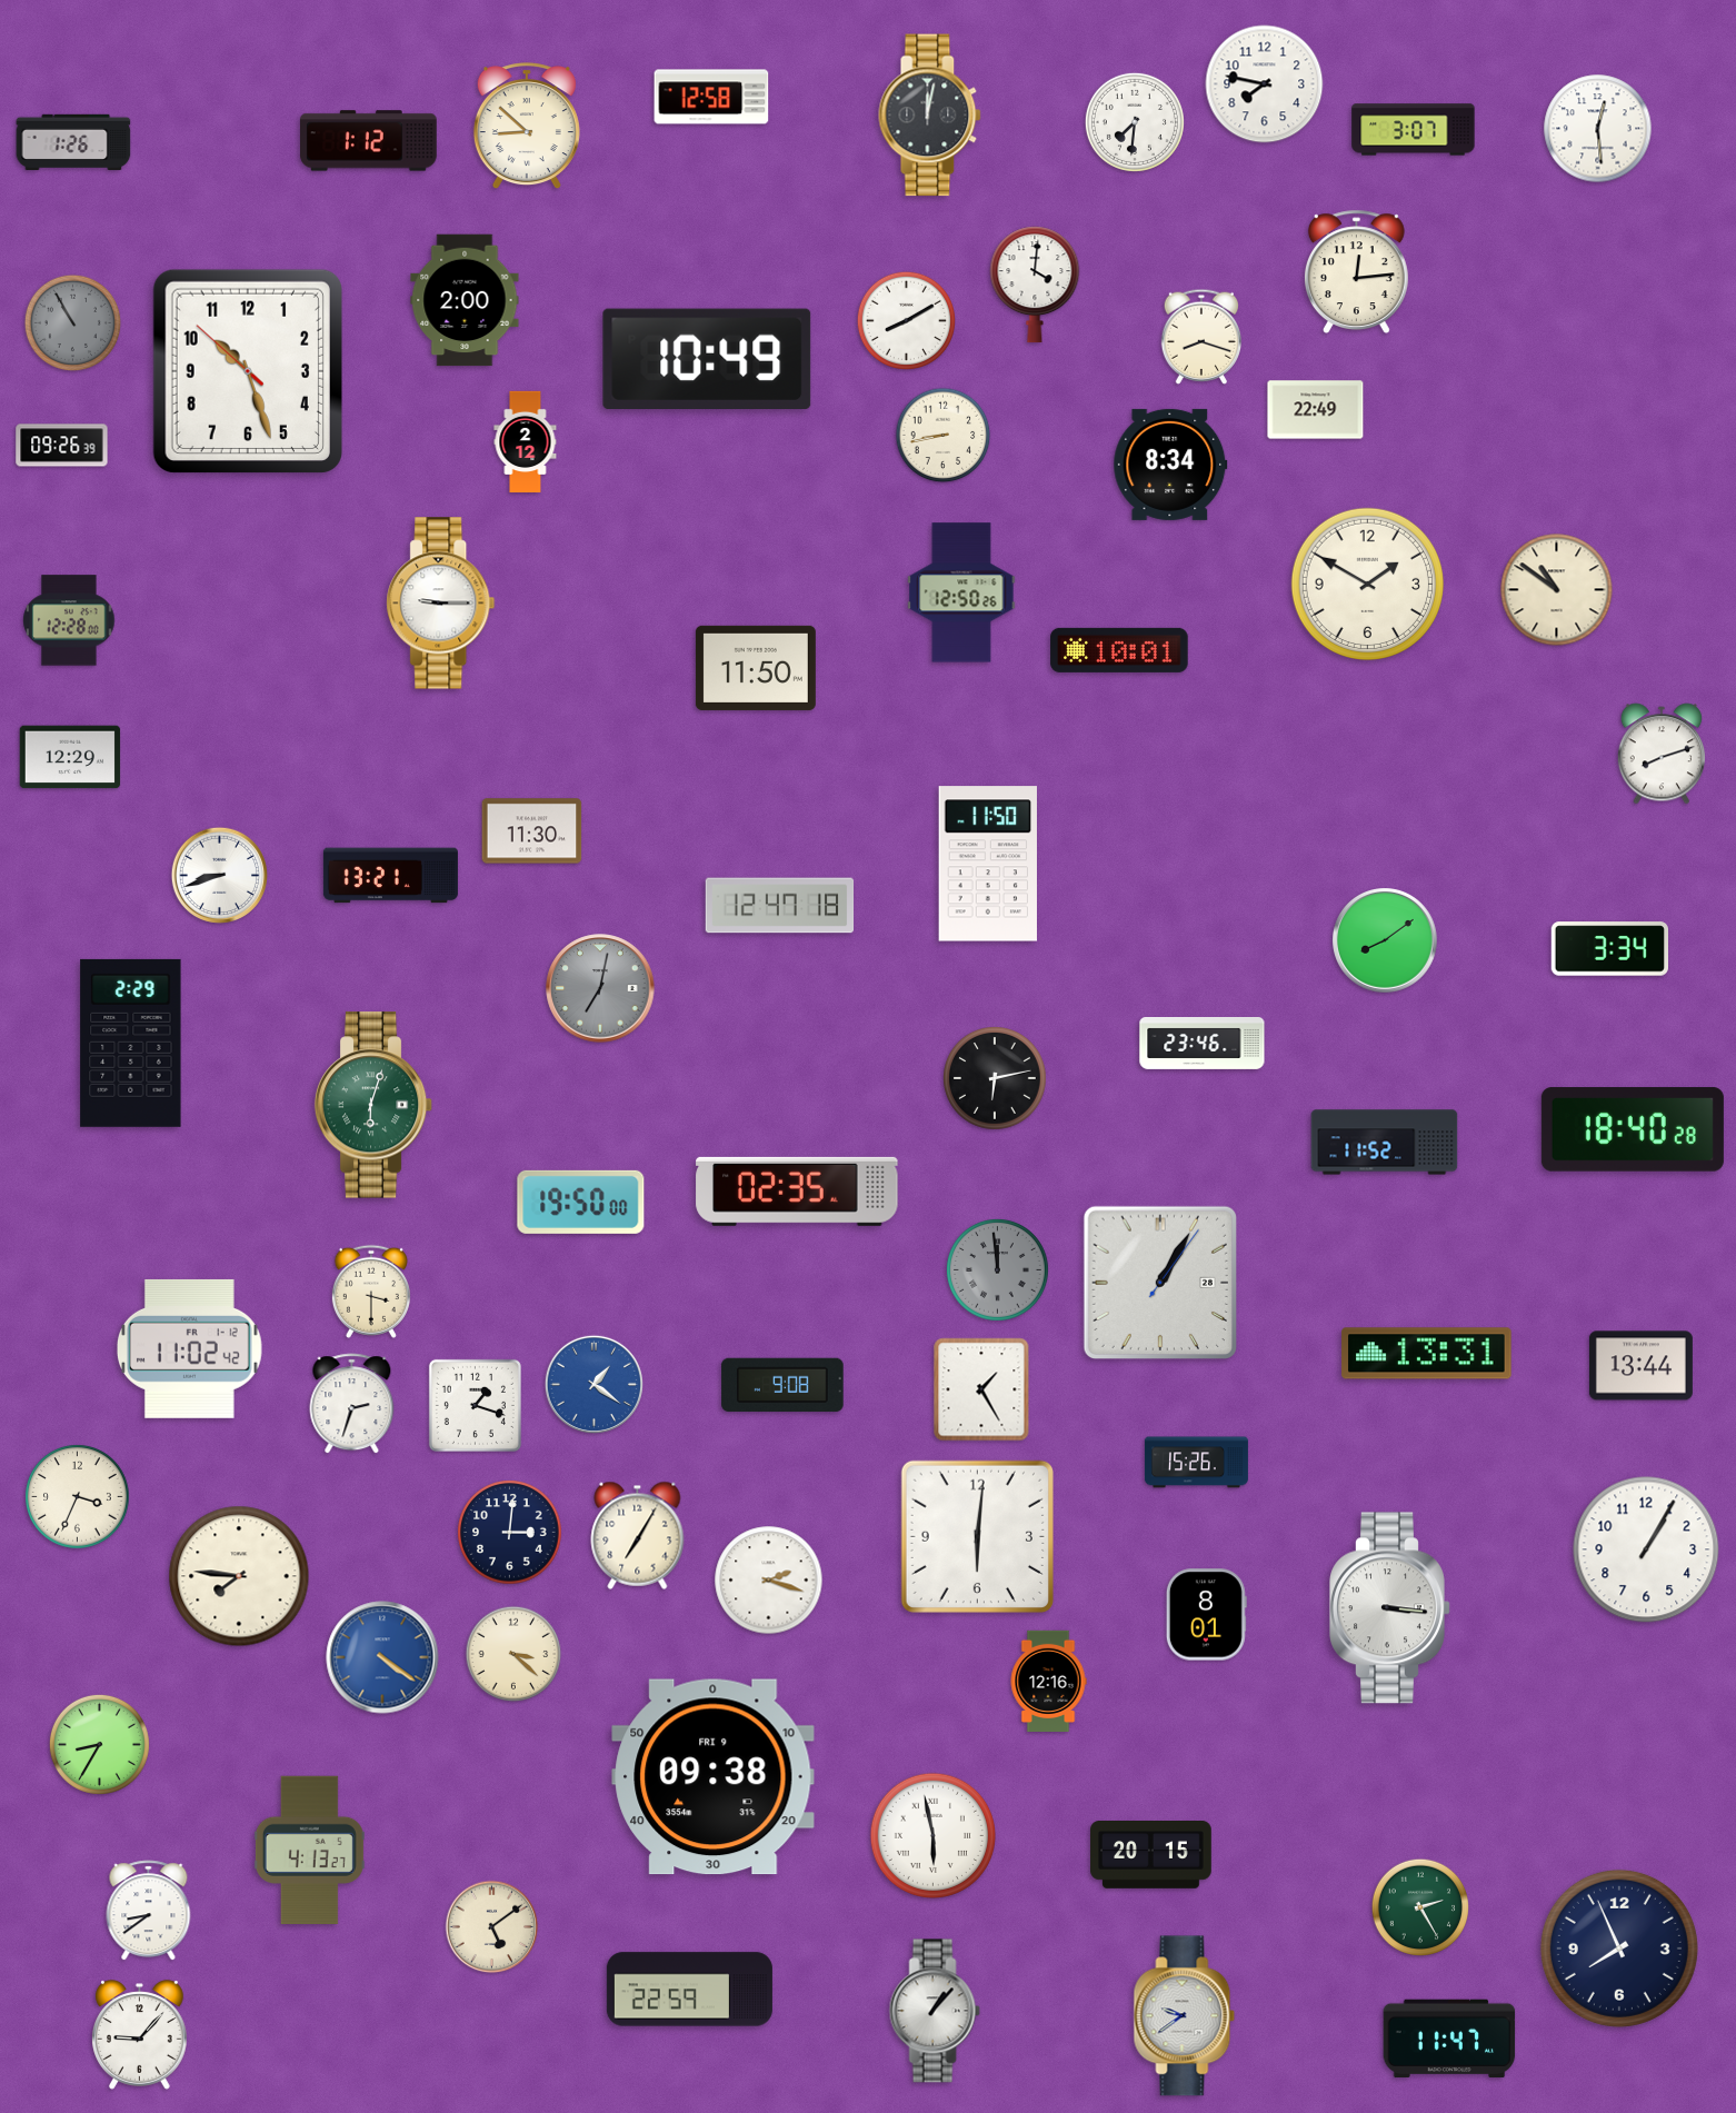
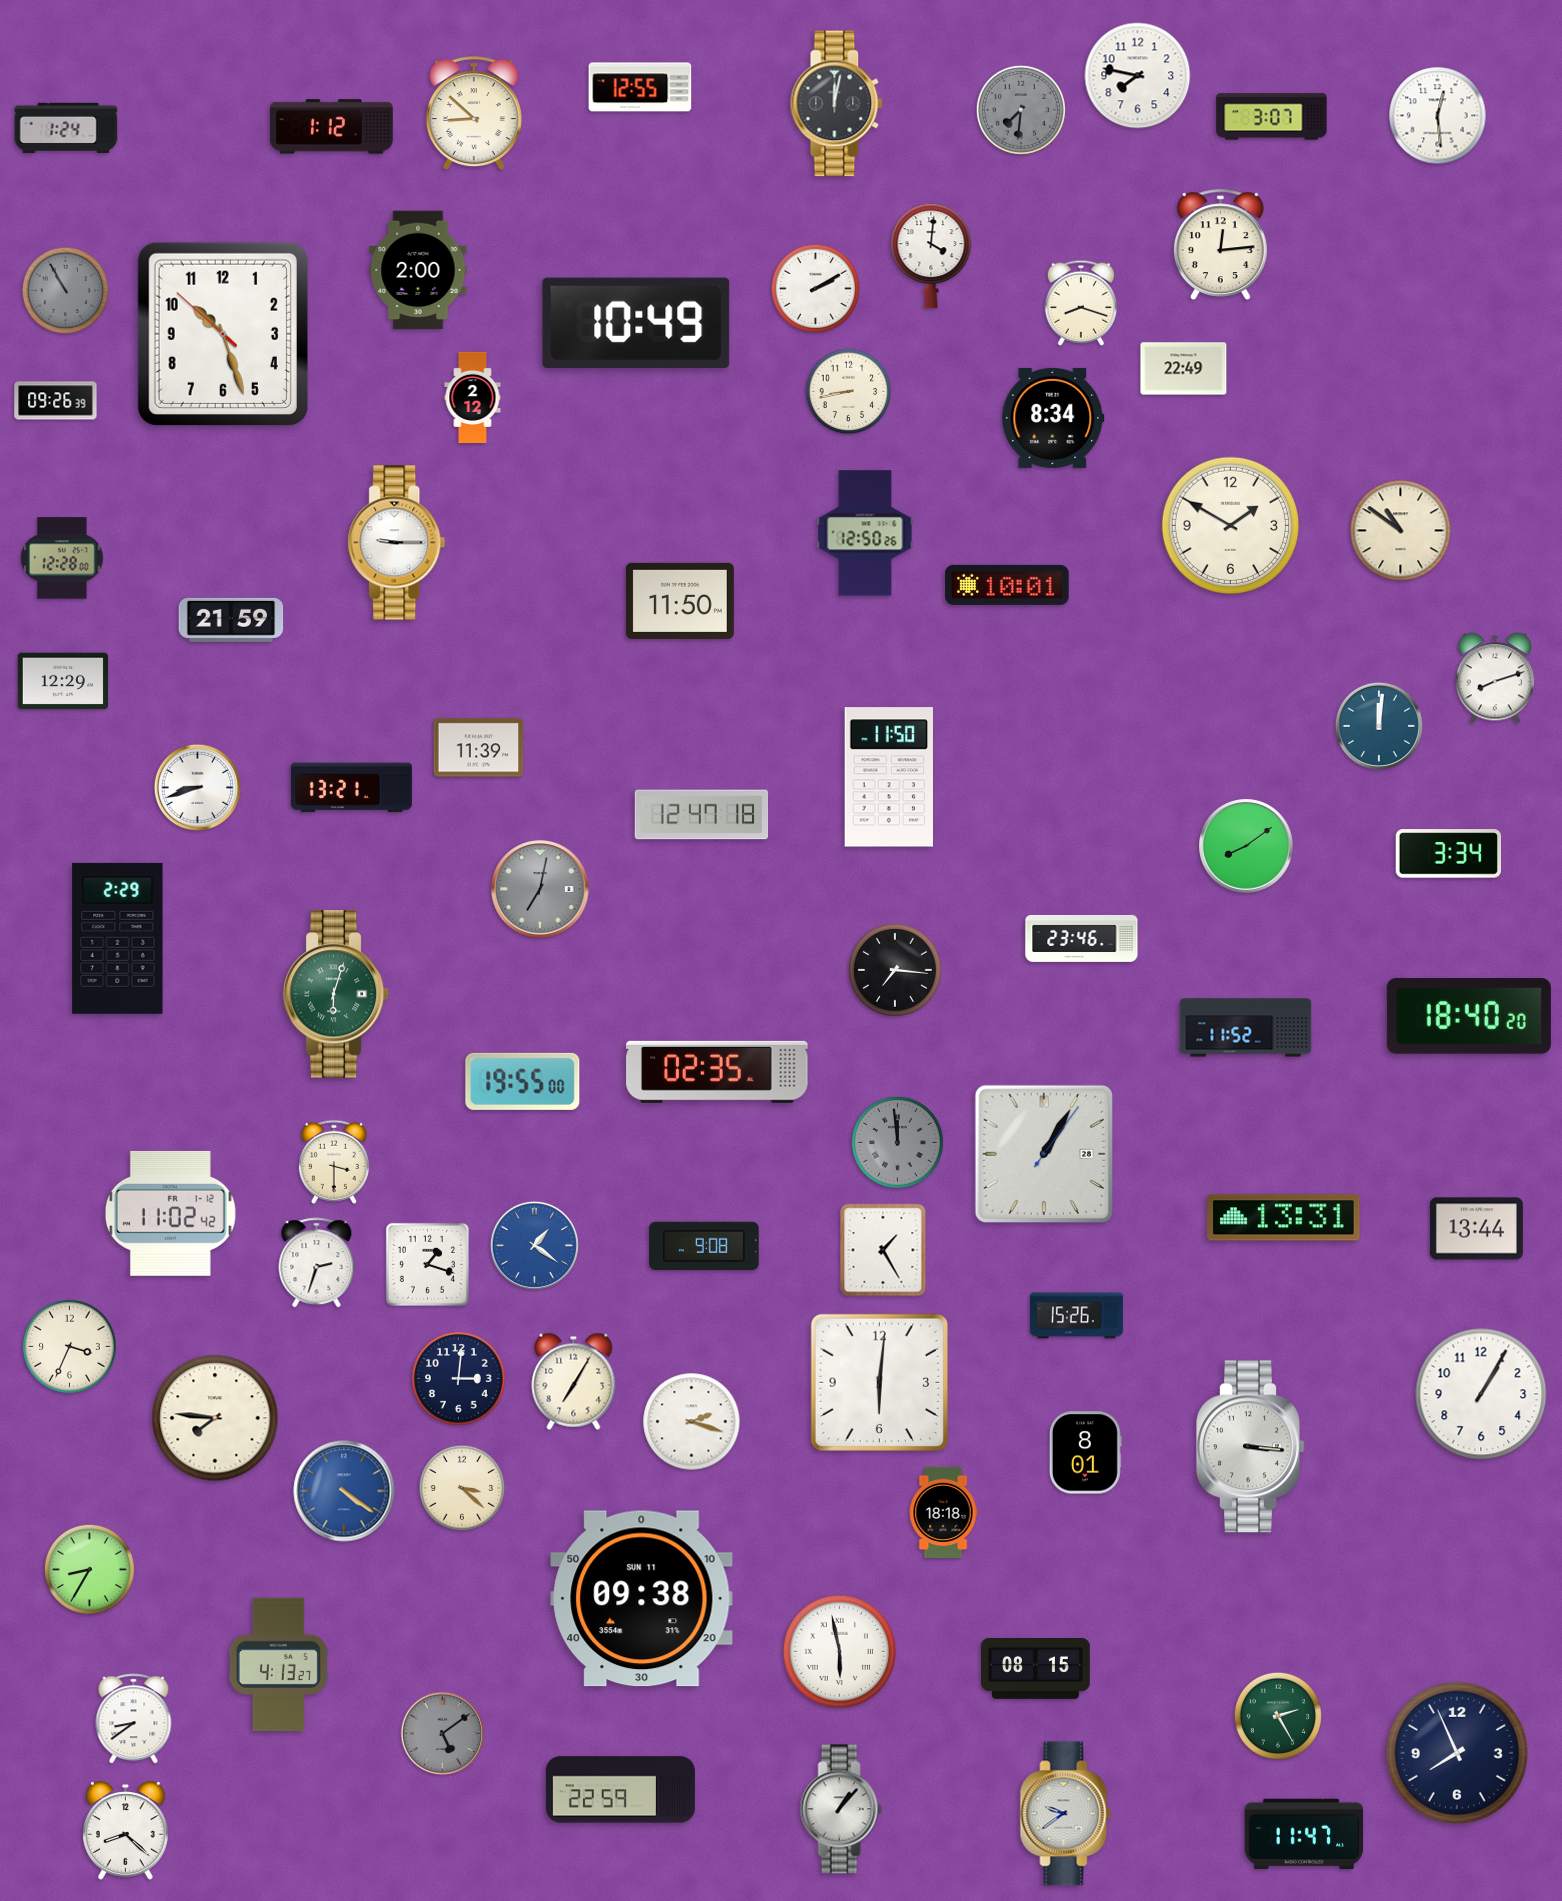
clock at (711, 97): 12:58 -> 12:55
clock at (1135, 122) dial: white -> grey
clock at (73, 142): 1:26 -> 1:24
clock at (906, 320): 8:10 -> 2:10
clock at (231, 620): none -> 21:59
clock at (1378, 725): none -> 12:01
clock at (532, 831): 11:30 -> 11:39
clock at (996, 1079): 6:13 -> 7:16
clock at (1633, 1129): 18:40:28 -> 18:40:20
clock at (581, 1202): 19:50 -> 19:55
clock at (1048, 1681): 12:16 -> 18:18
clock at (714, 1777) date: FRI 9 -> SUN 11
clock at (1151, 1855): 20:15 -> 08:15
clock at (492, 1927) dial: cream -> grey
clock at (140, 2035): 9:07 -> 8:22
